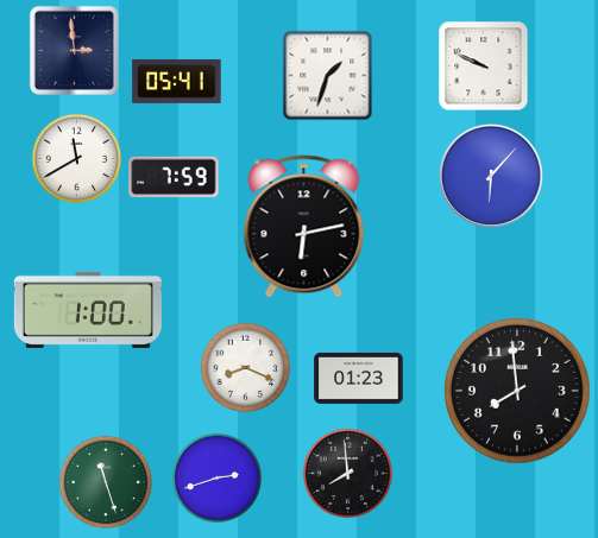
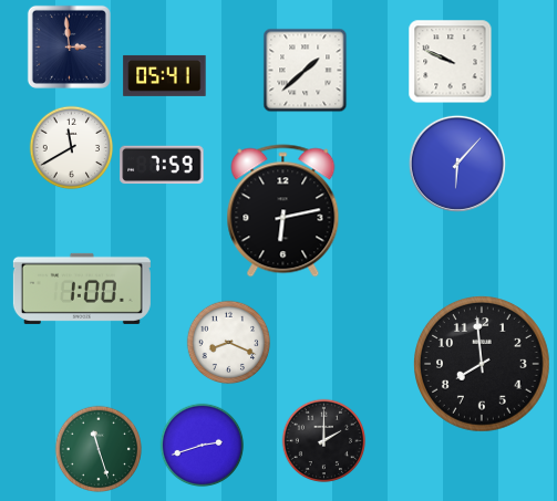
clock at (328, 76): 1:33 -> 1:38
clock at (359, 378): 01:23 -> none
clock at (348, 474): 7:59 -> 2:00
